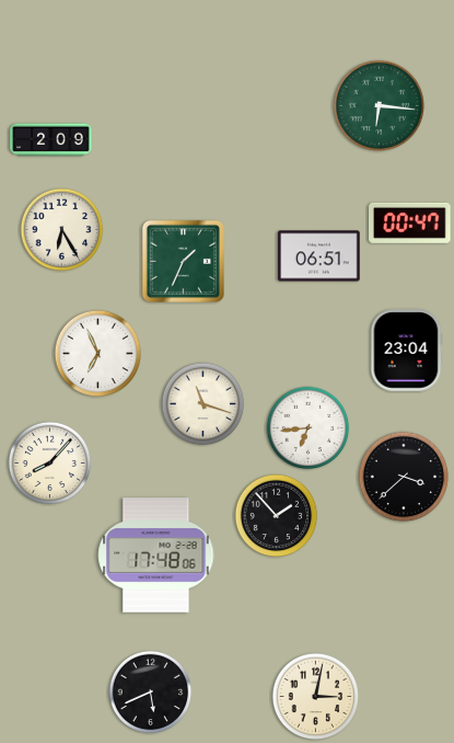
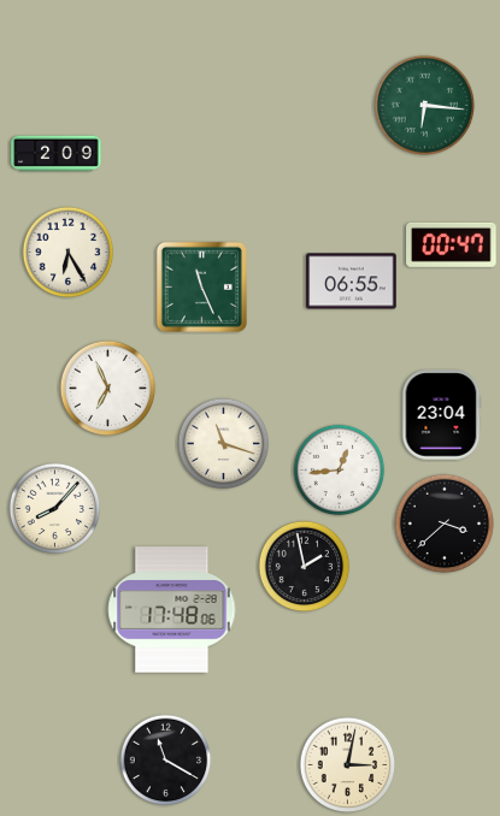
clock at (380, 106) position: (380, 106) -> (425, 106)
clock at (319, 256): 06:51 -> 06:55
clock at (183, 261): 1:34 -> 11:26
clock at (406, 351) position: (406, 351) -> (441, 415)
clock at (309, 428): 6:44 -> 12:44
clock at (277, 516): 1:53 -> 1:58
clock at (151, 693): 5:41 -> 11:20
